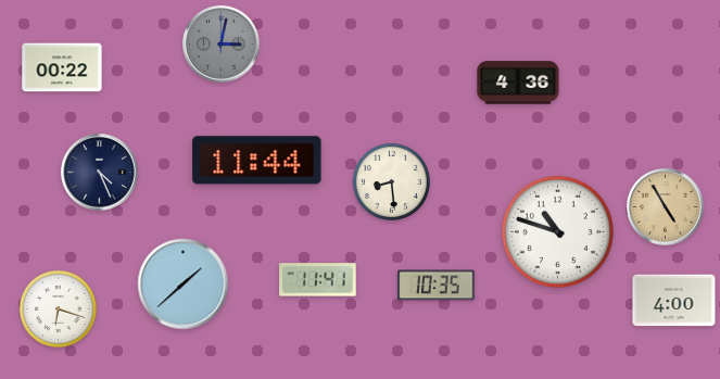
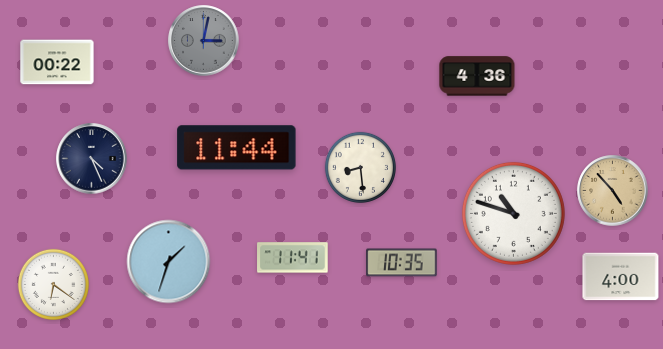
clock at (666, 207): 4:55 -> 4:53
clock at (184, 285): 1:38 -> 1:33
clock at (58, 308): 6:18 -> 6:21
